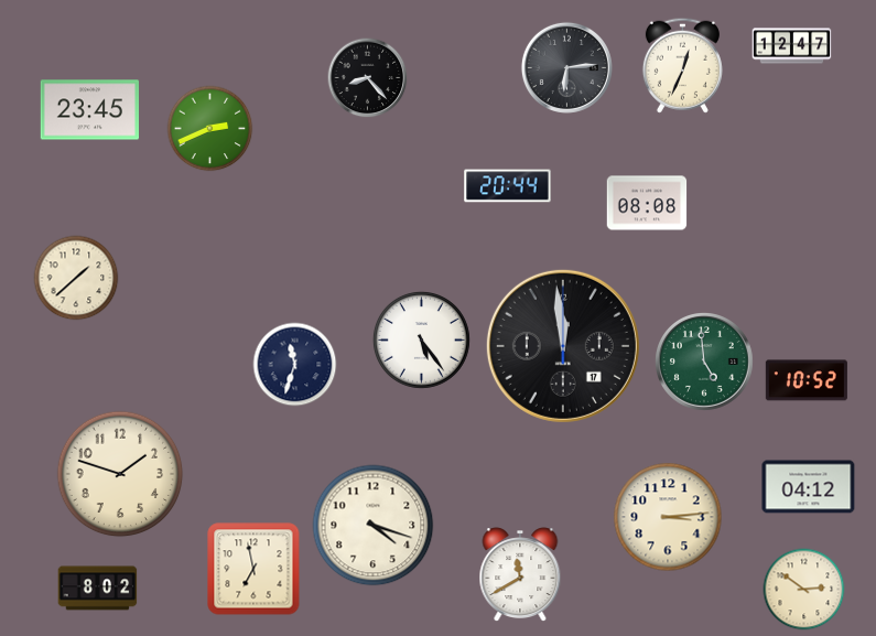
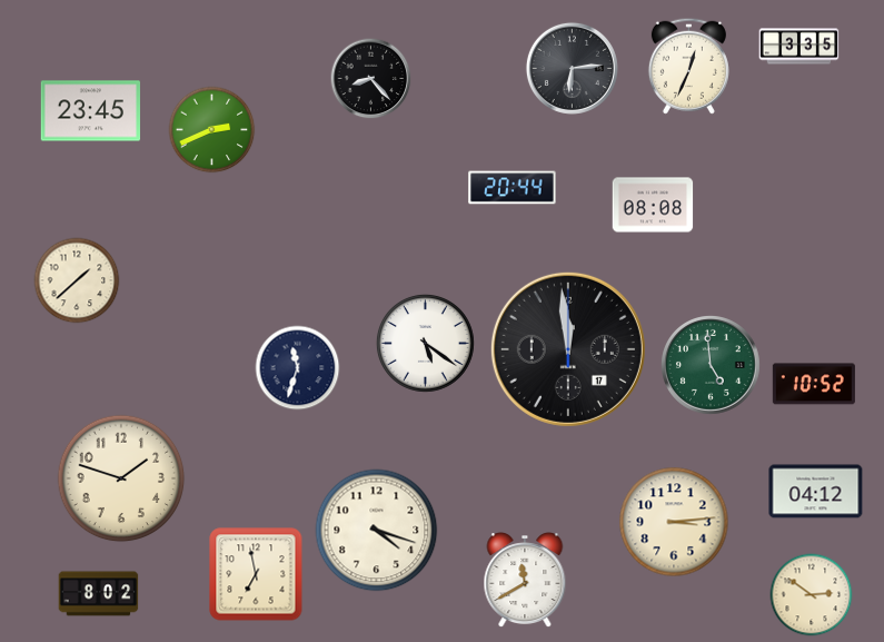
clock at (792, 46): 12:47 -> 3:35
clock at (421, 339): 5:24 -> 5:21
